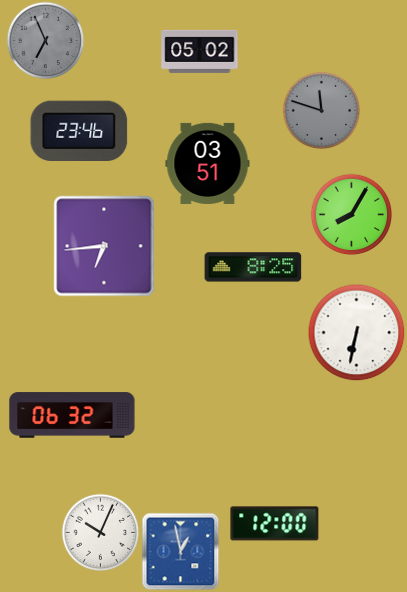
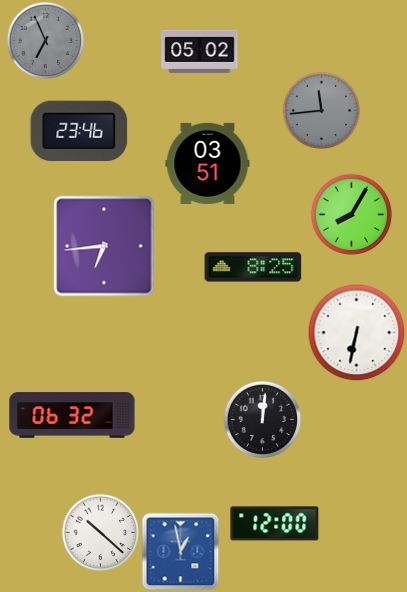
clock at (321, 110): 11:48 -> 11:44
clock at (262, 419): none -> 12:01
clock at (100, 532): 10:04 -> 10:22
